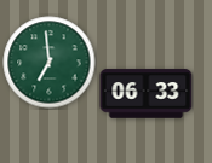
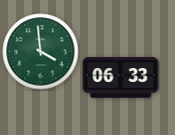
clock at (50, 63): 6:59 -> 3:59
